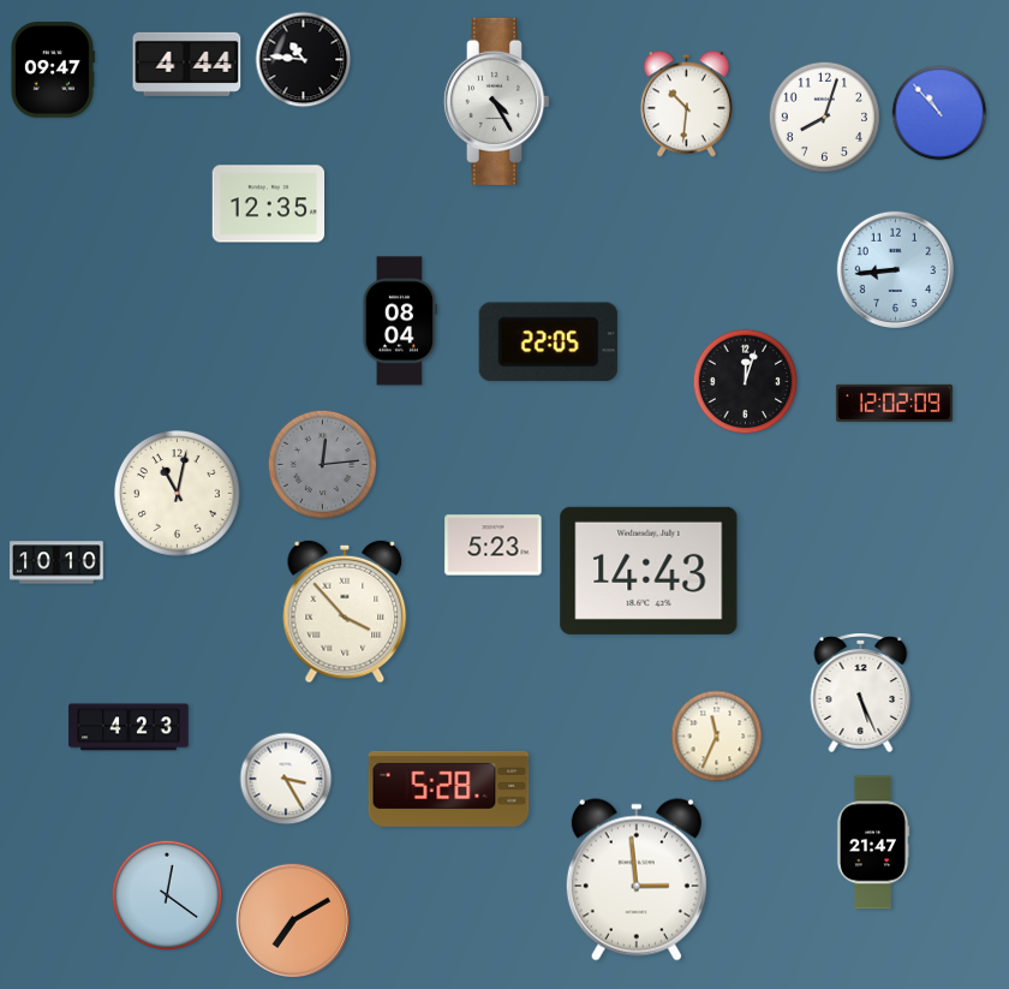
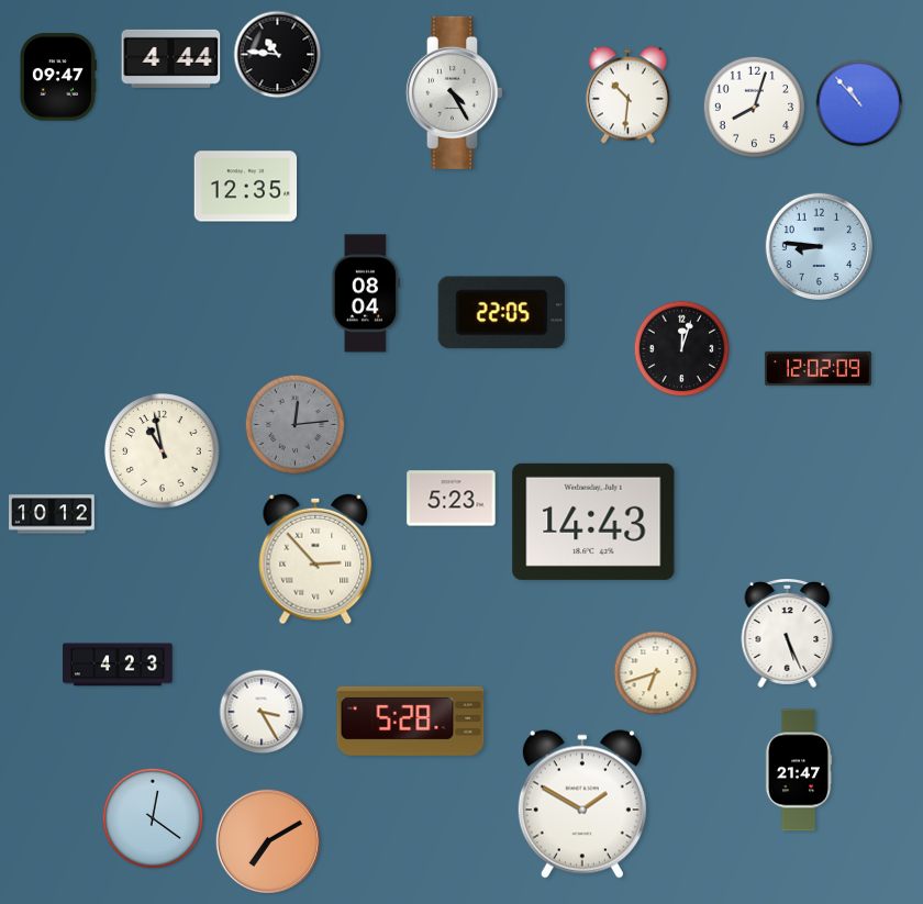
clock at (52, 70) position: (52, 70) -> (57, 77)
clock at (895, 269): 8:44 -> 8:46
clock at (178, 494): 11:02 -> 10:58
clock at (56, 562): 10:10 -> 10:12
clock at (345, 612): 3:53 -> 2:53
clock at (717, 737): 11:34 -> 6:42
clock at (637, 880): 2:59 -> 1:50
